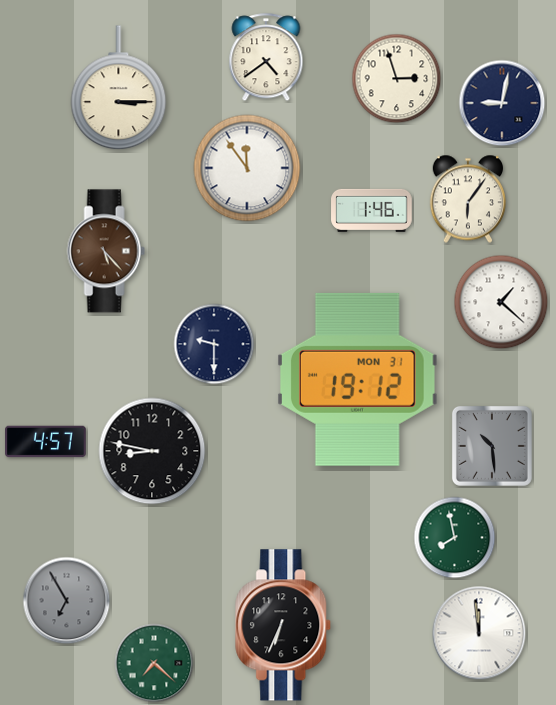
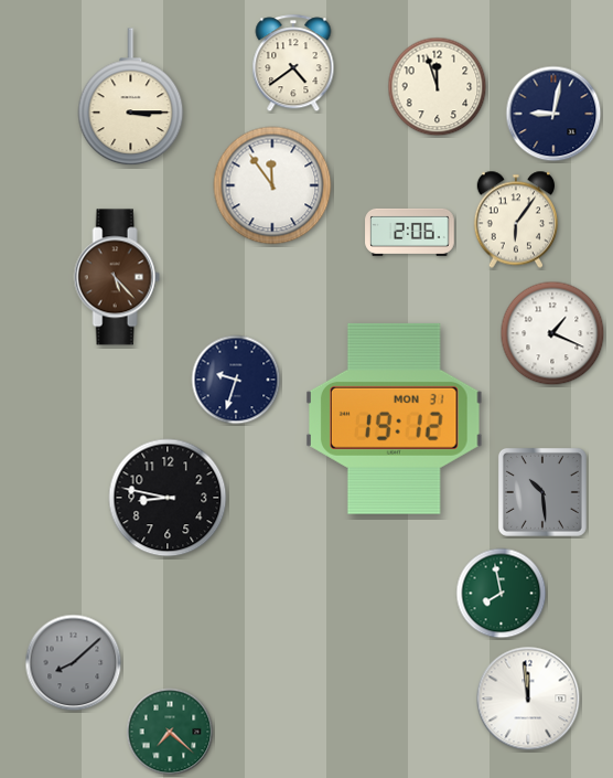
clock at (397, 79): 2:57 -> 11:57
clock at (372, 210): 1:46 -> 2:06
clock at (501, 302): 1:22 -> 1:19
clock at (214, 344): 9:30 -> 9:33
clock at (46, 442): 4:57 -> none
clock at (67, 601): 6:55 -> 8:08
clock at (284, 625): 6:34 -> none
